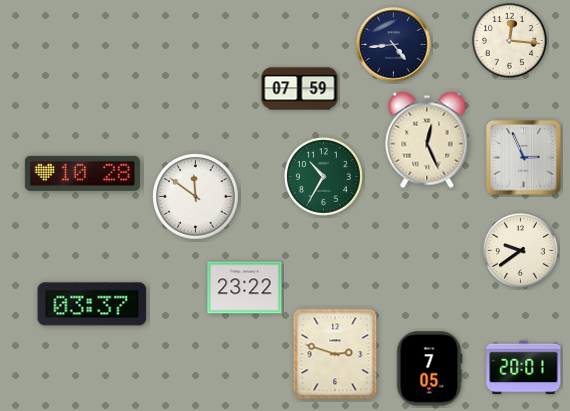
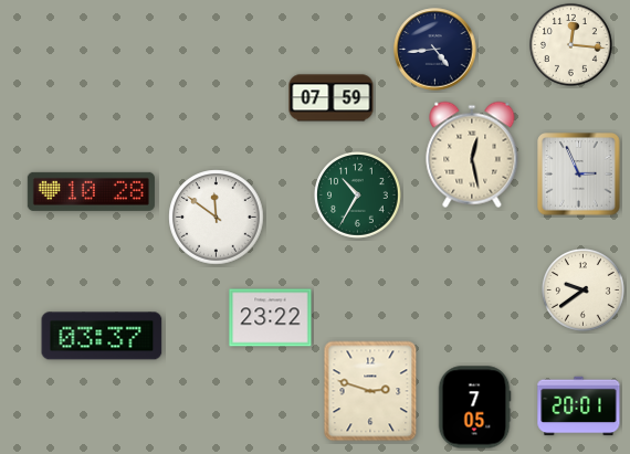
clock at (509, 40) position: (509, 40) -> (570, 44)
clock at (427, 140): 12:26 -> 12:28
clock at (520, 250) position: (520, 250) -> (582, 289)
